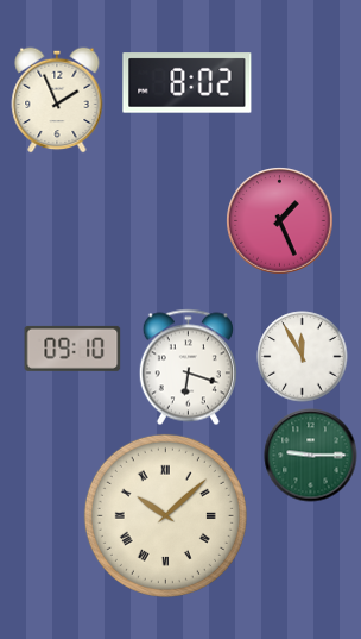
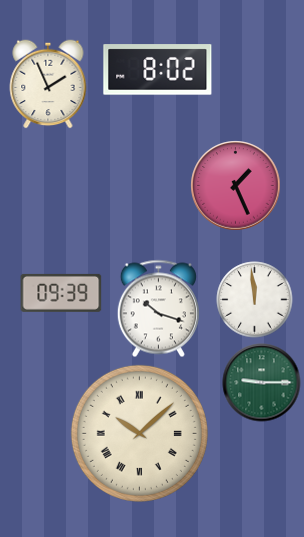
clock at (72, 349): 09:10 -> 09:39
clock at (303, 357): 11:55 -> 11:59
clock at (188, 368): 6:18 -> 10:18
